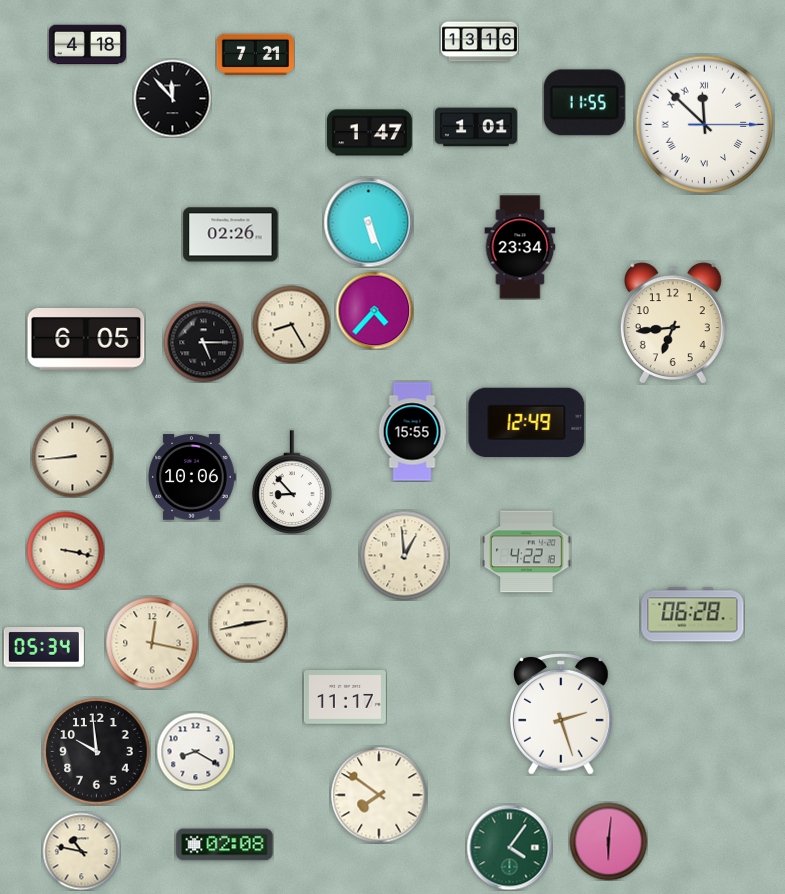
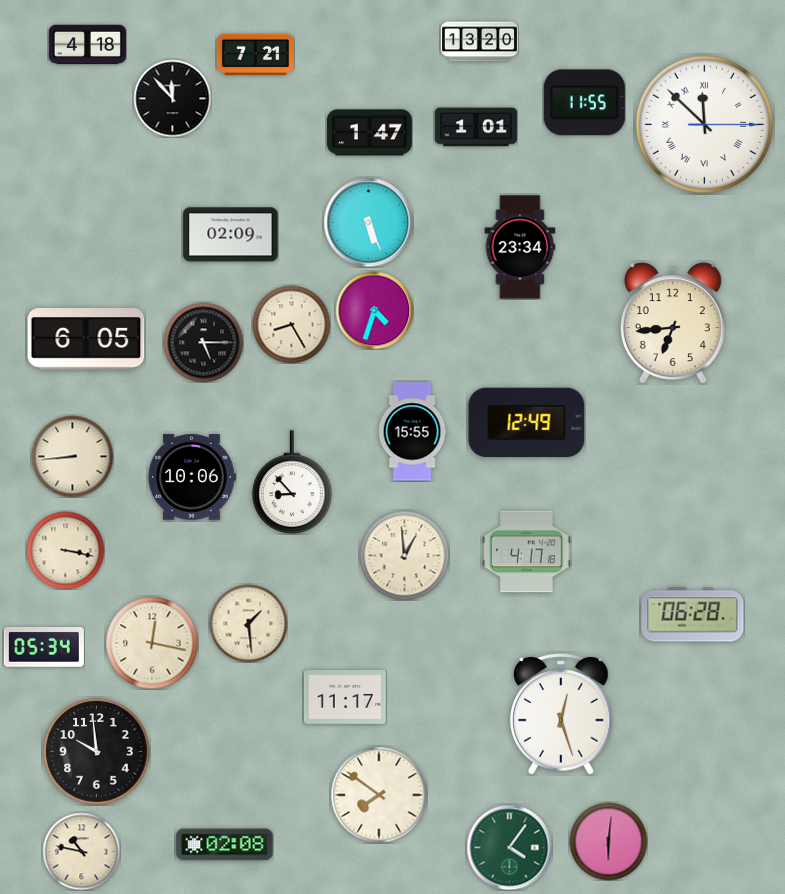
clock at (479, 42): 13:16 -> 13:20
clock at (231, 235): 02:26 -> 02:09
clock at (374, 310): 4:37 -> 4:33
clock at (527, 552): 4:22 -> 4:17
clock at (248, 623): 2:43 -> 1:29
clock at (561, 714): 2:27 -> 12:27
clock at (195, 751): 8:20 -> none
